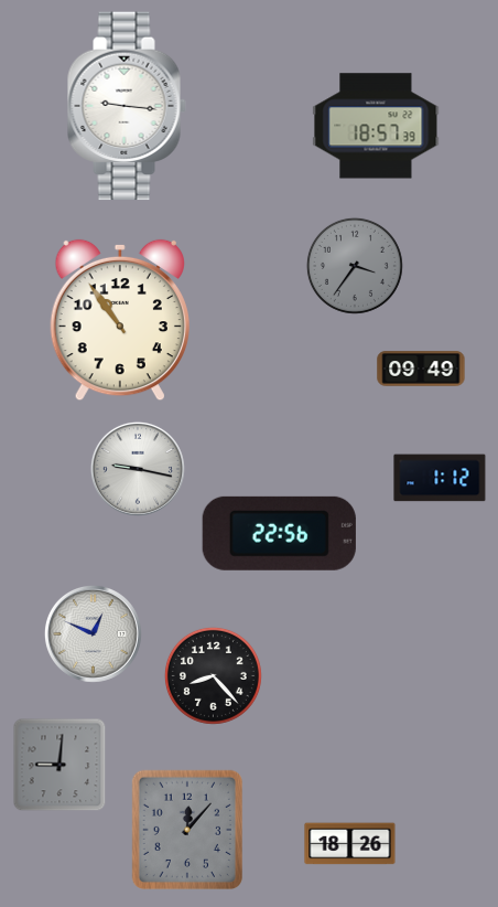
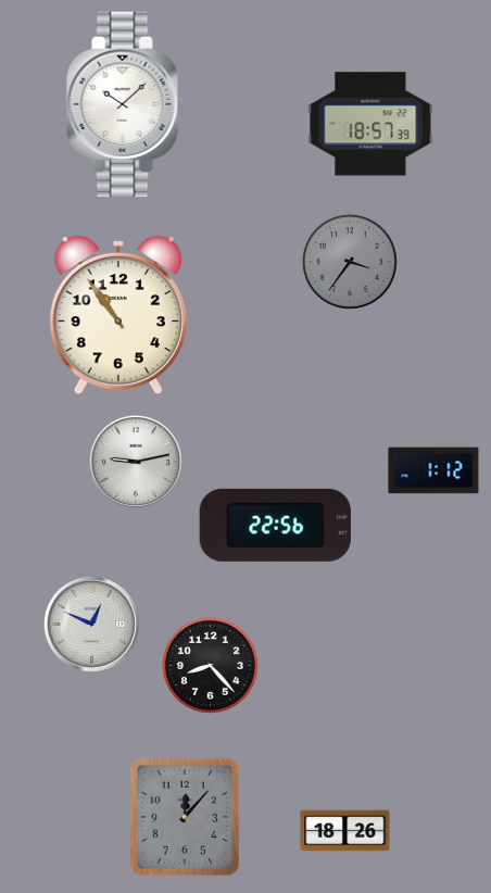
clock at (127, 106): 9:16 -> 10:08
clock at (421, 369): 09:49 -> none
clock at (138, 469): 9:17 -> 9:13
clock at (59, 765): 9:01 -> none
